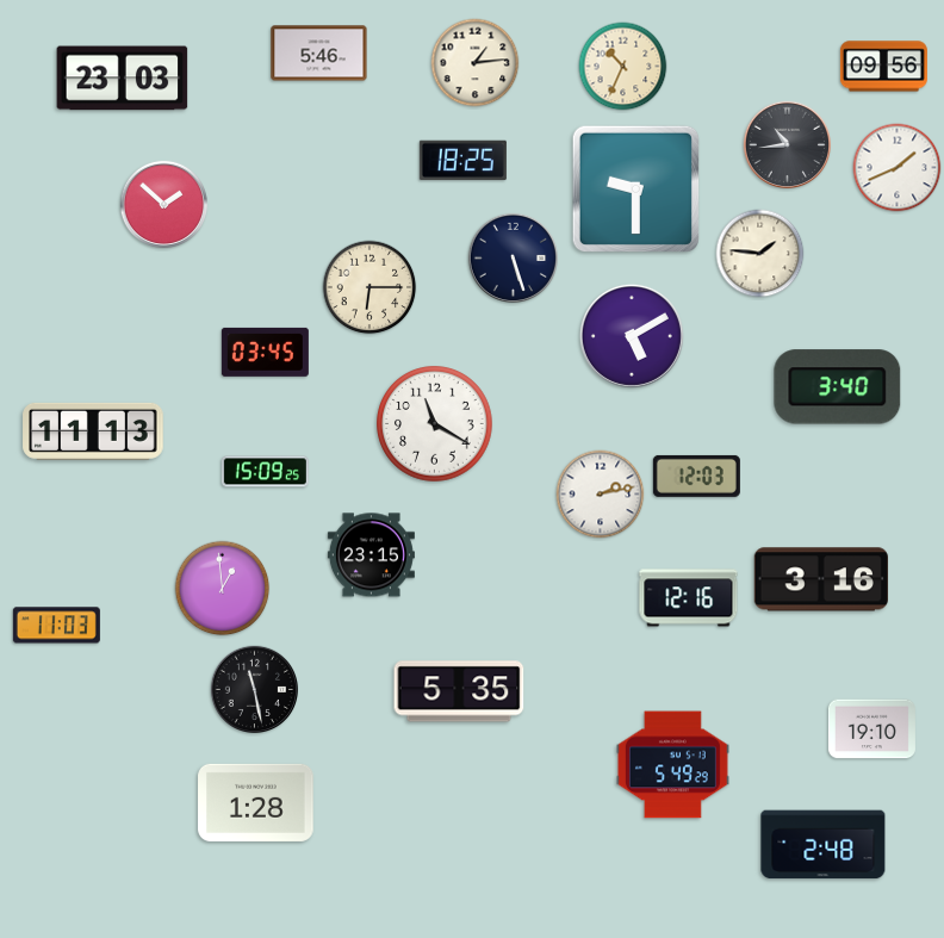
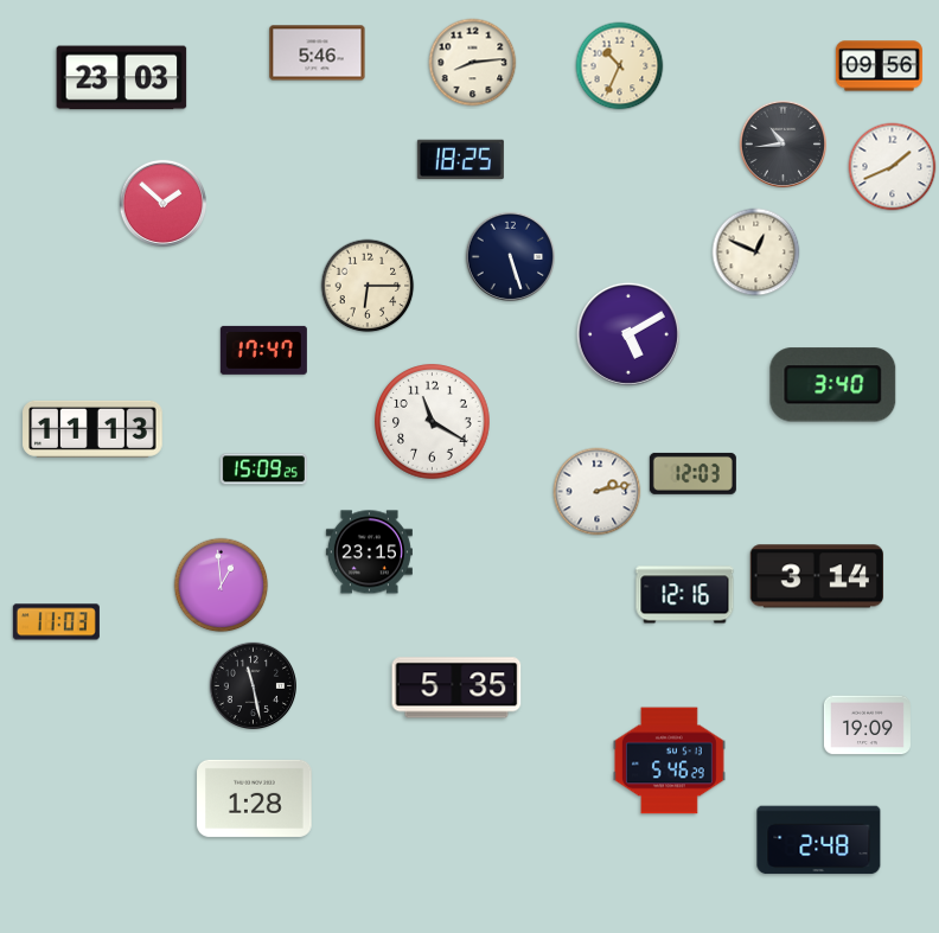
clock at (476, 63): 1:14 -> 8:14
clock at (635, 188): 9:30 -> none
clock at (760, 254): 1:46 -> 12:49
clock at (265, 352): 03:45 -> 17:47
clock at (821, 579): 3:16 -> 3:14
clock at (871, 729): 19:10 -> 19:09
clock at (672, 765): 5:49 -> 5:46
